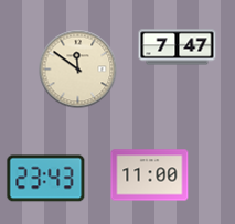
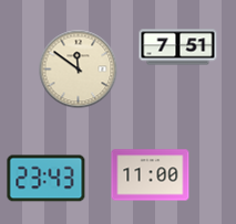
clock at (178, 47): 7:47 -> 7:51
